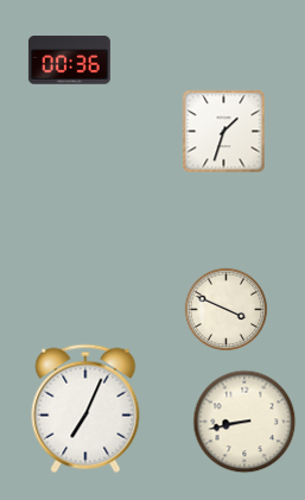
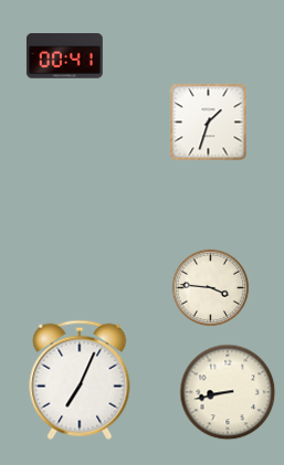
clock at (69, 61): 00:36 -> 00:41
clock at (227, 310): 3:49 -> 3:46
